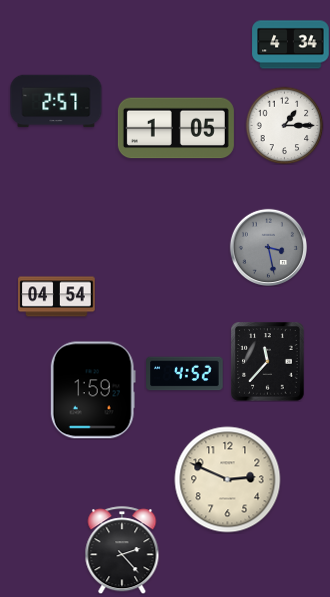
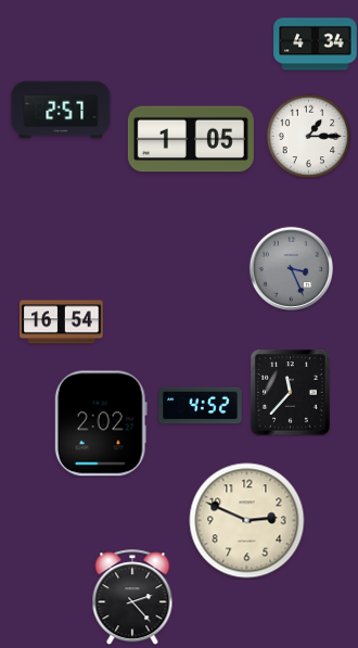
clock at (291, 45) position: (291, 45) -> (316, 45)
clock at (268, 247): 3:28 -> 3:26
clock at (57, 297): 04:54 -> 16:54
clock at (93, 390): 1:59 -> 2:02
